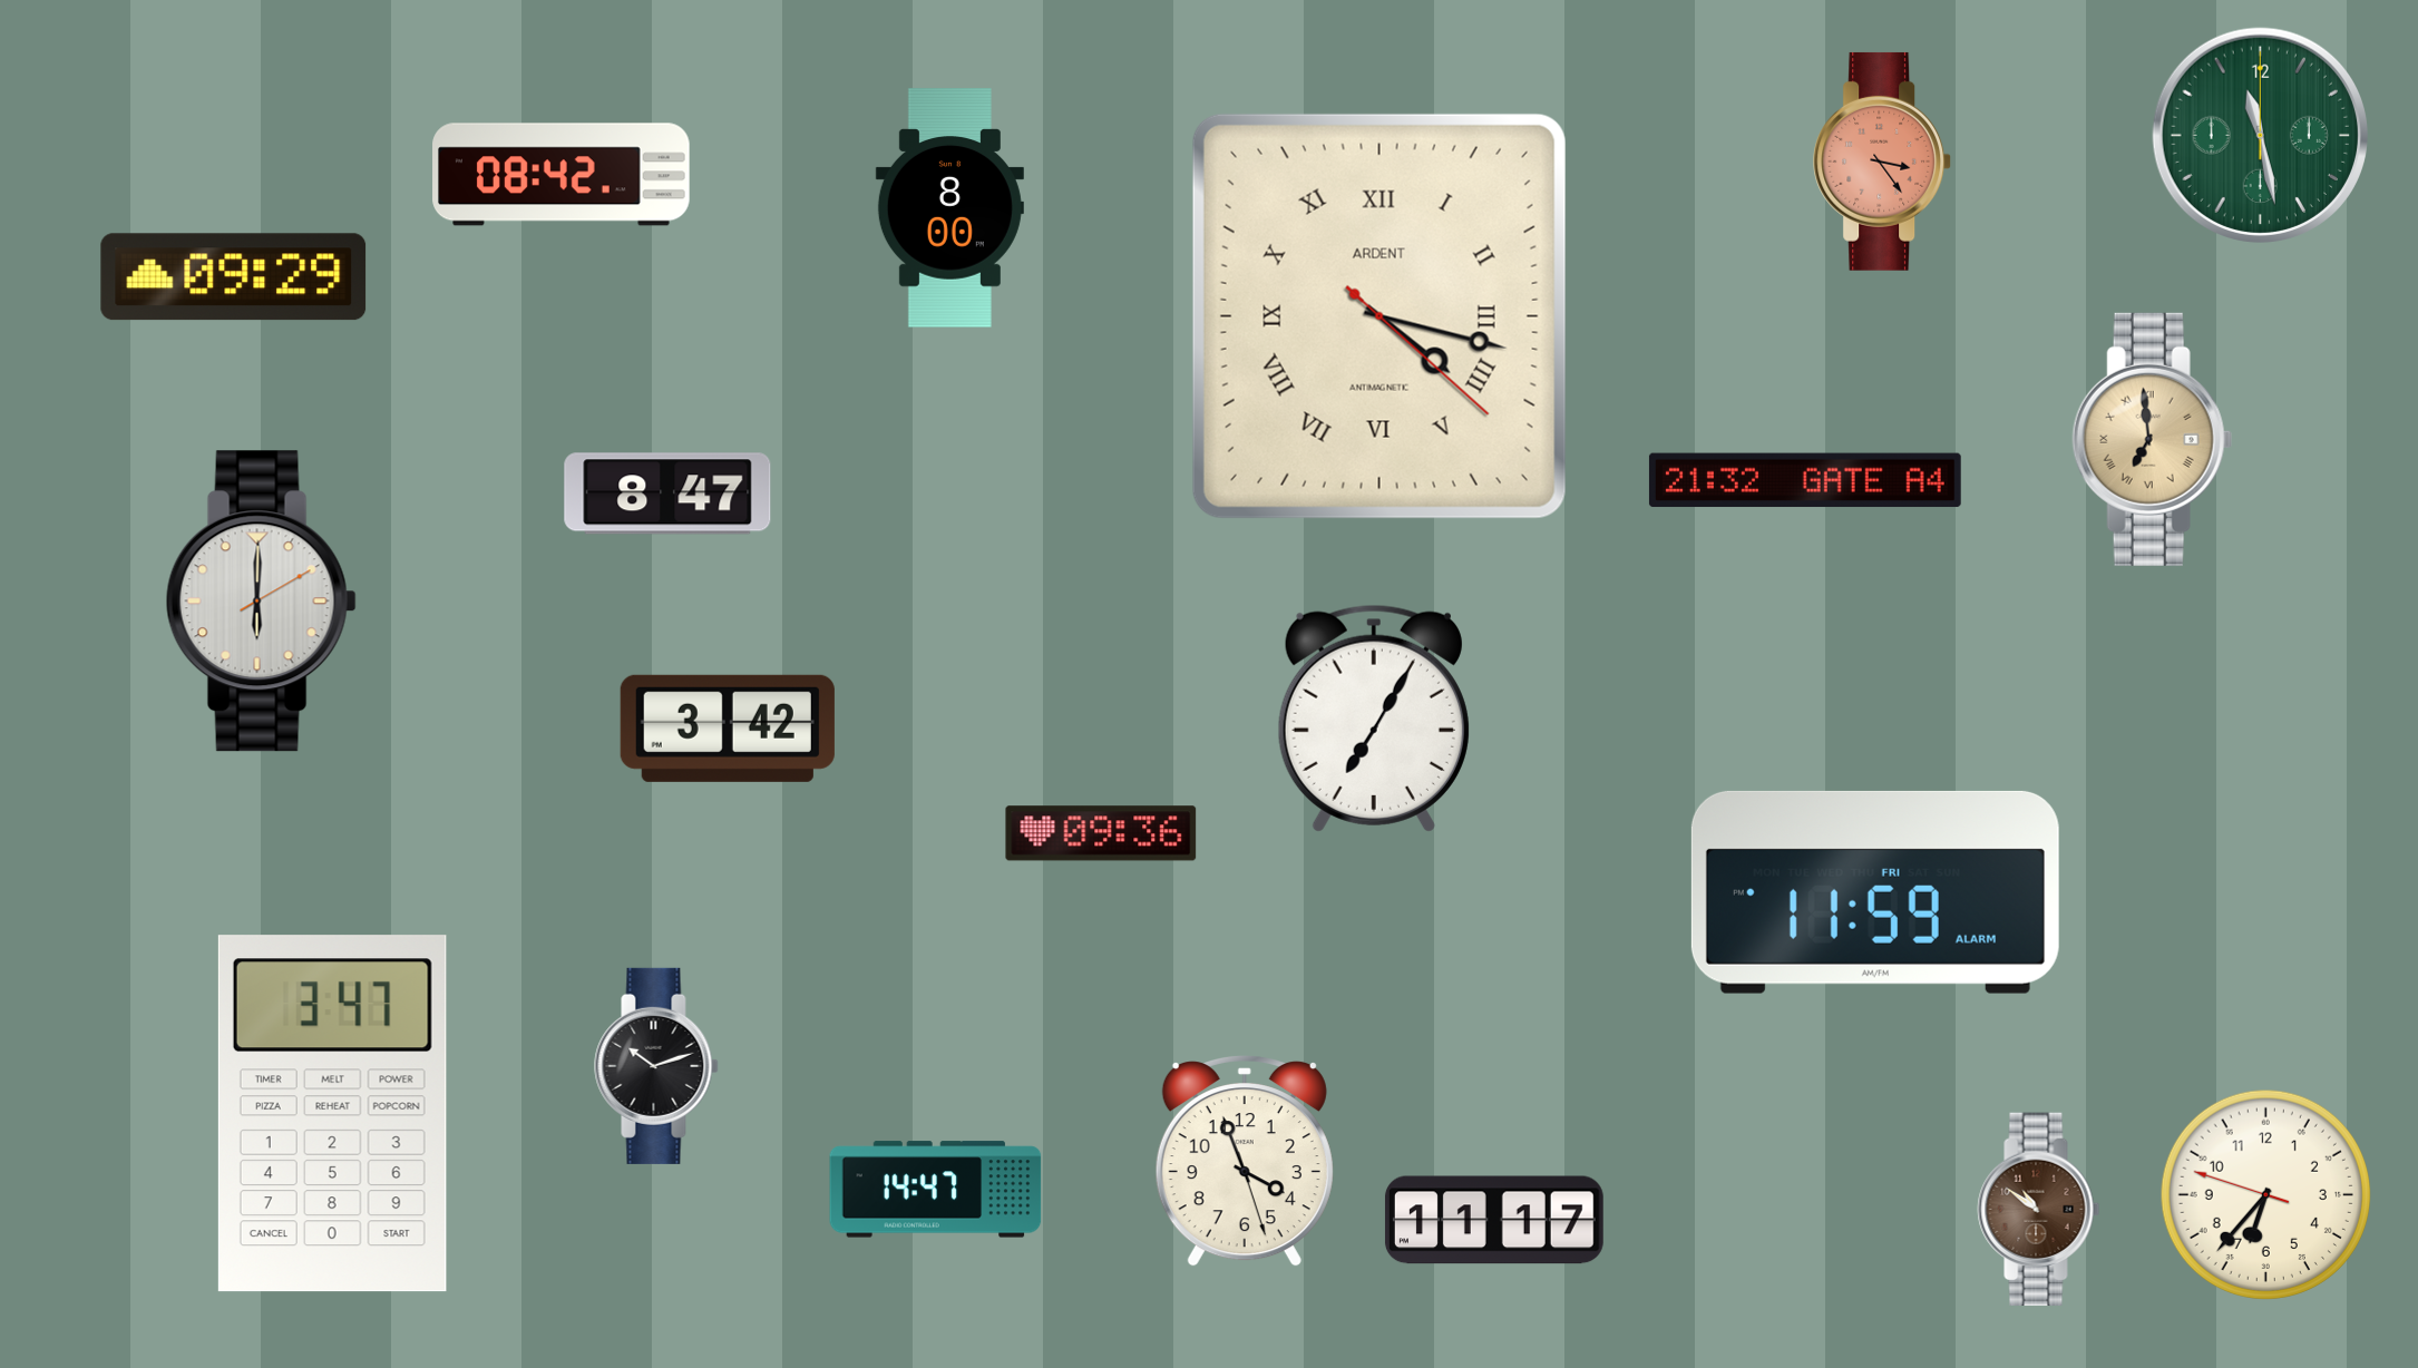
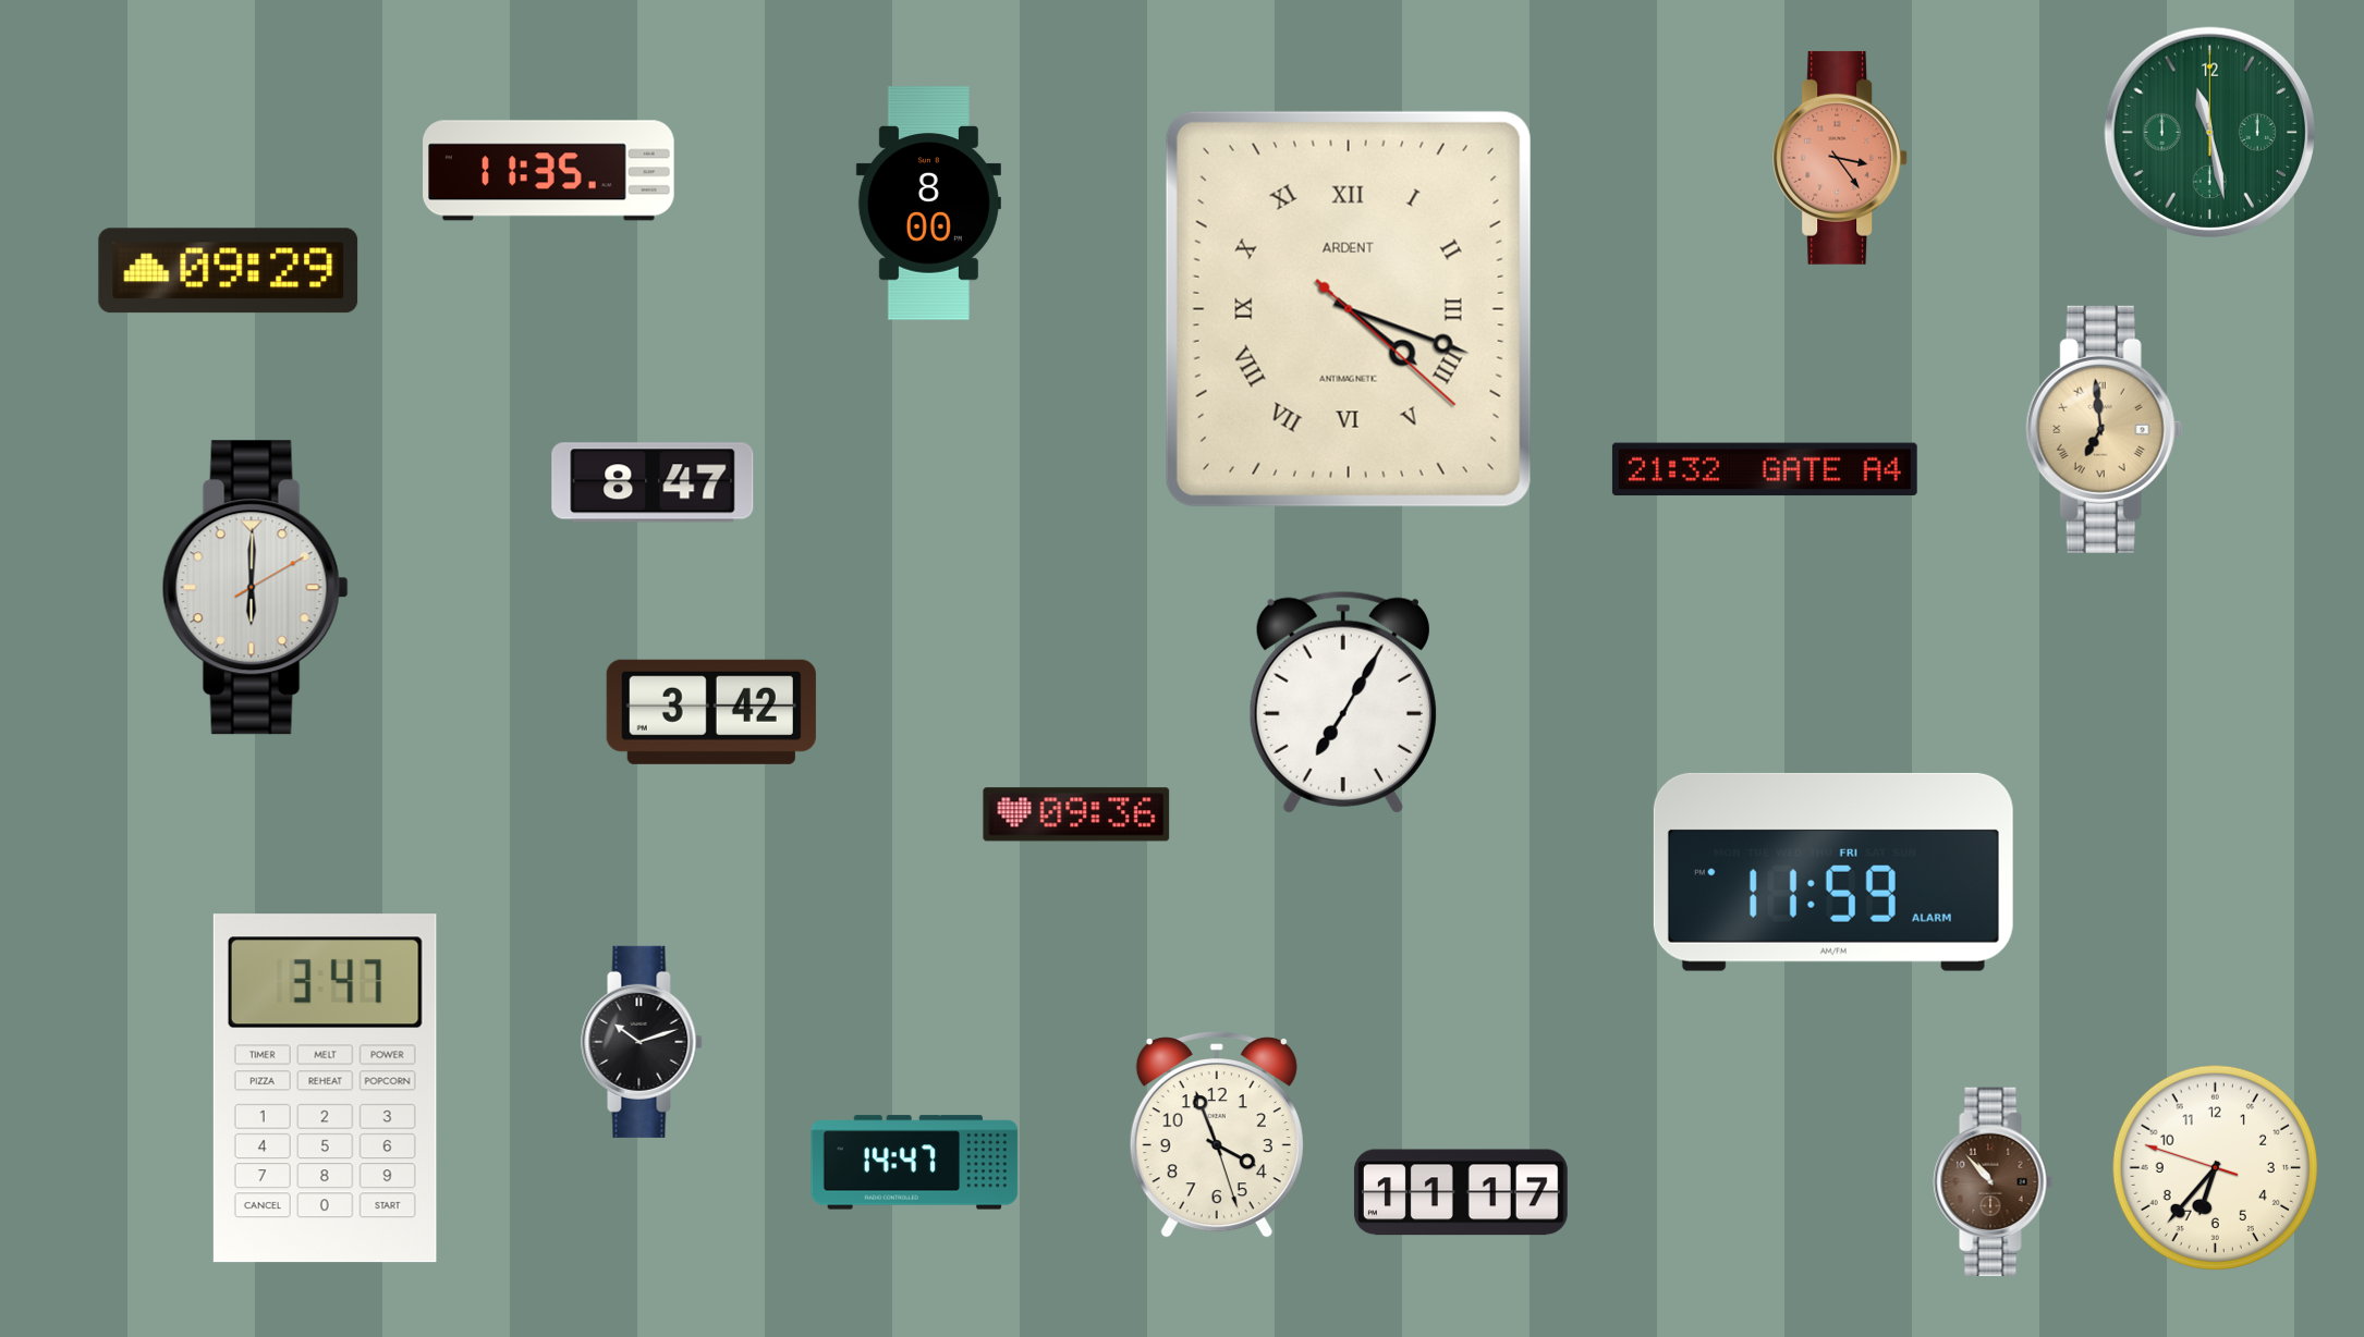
clock at (562, 175): 08:42 -> 11:35
clock at (1379, 316): 4:17 -> 4:18
clock at (2039, 1210): 10:51 -> 10:53
